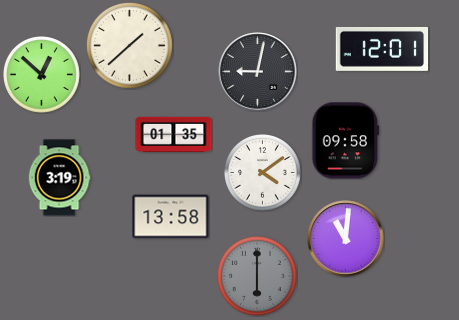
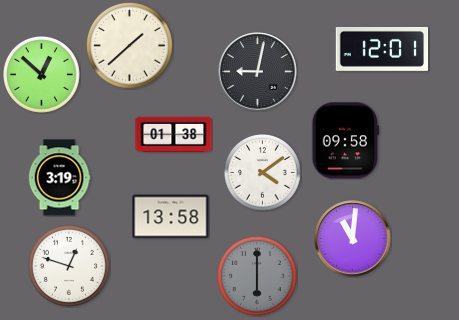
clock at (174, 134): 01:35 -> 01:38
clock at (346, 239) position: (346, 239) -> (353, 239)
clock at (70, 267): none -> 12:48
